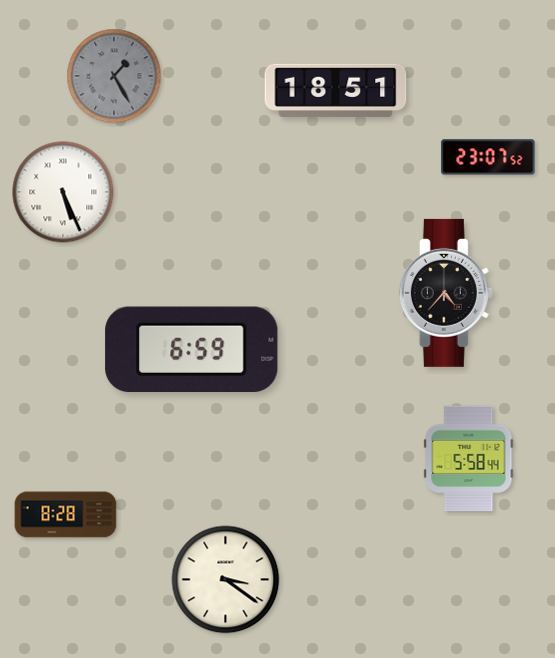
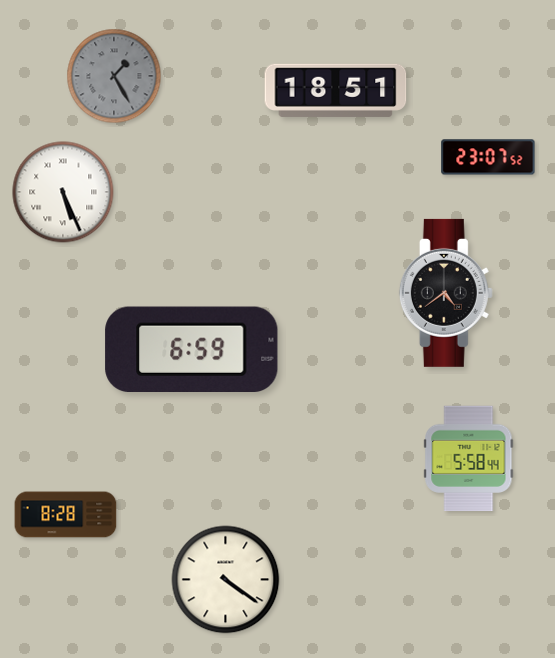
clock at (446, 293): 4:37 -> 4:39
clock at (226, 580): 3:21 -> 4:21
